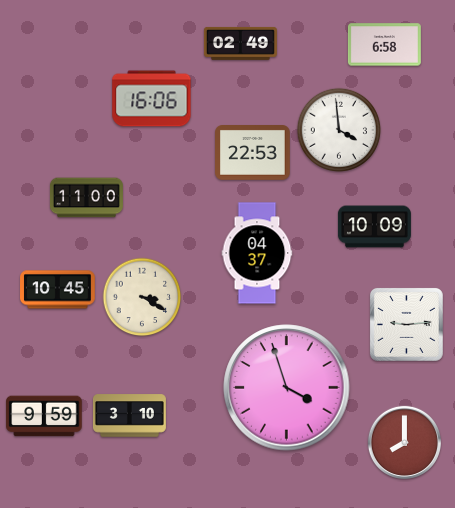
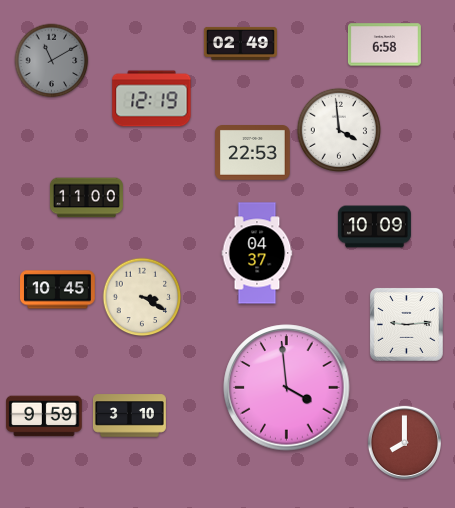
clock at (52, 61): none -> 11:10
clock at (152, 99): 16:06 -> 12:19
clock at (287, 388): 3:57 -> 3:59
